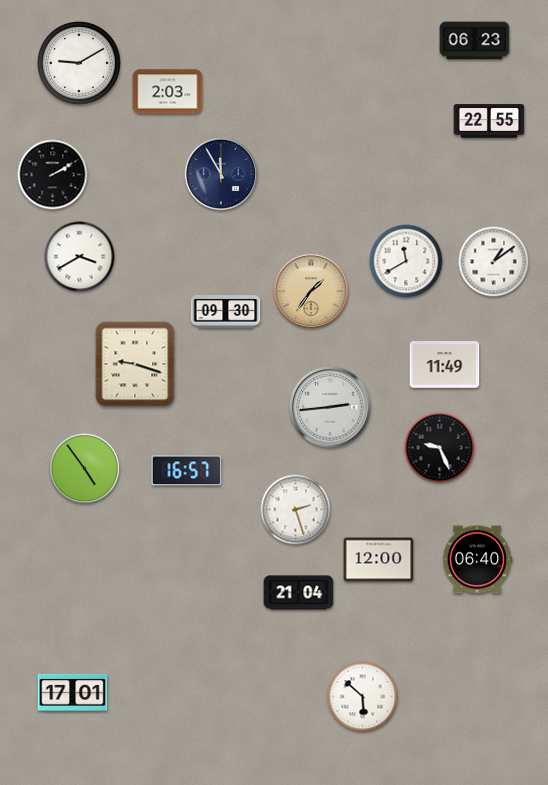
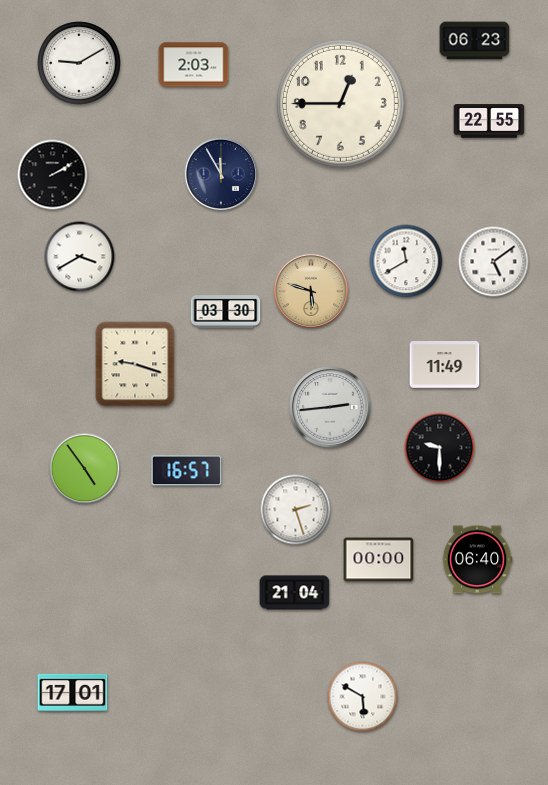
clock at (168, 92) position: (168, 92) -> (194, 65)
clock at (340, 103): none -> 12:45
clock at (494, 262): 1:09 -> 5:09
clock at (310, 290): 1:36 -> 5:48
clock at (226, 312): 09:30 -> 03:30
clock at (440, 448): 9:26 -> 9:30
clock at (379, 560): 12:00 -> 00:00
clock at (299, 593) position: (299, 593) -> (295, 593)
clock at (363, 697): 5:52 -> 5:50
